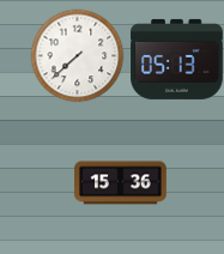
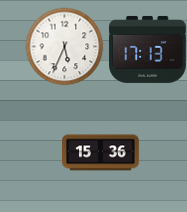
clock at (77, 55): 7:38 -> 5:34
clock at (177, 59): 05:13 -> 17:13
